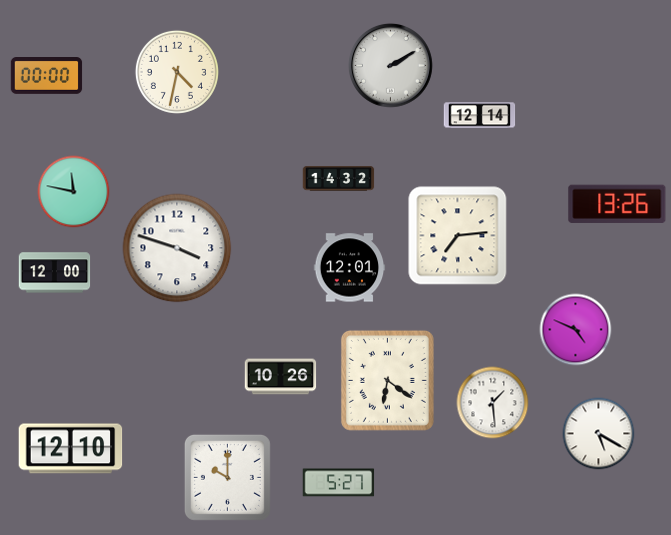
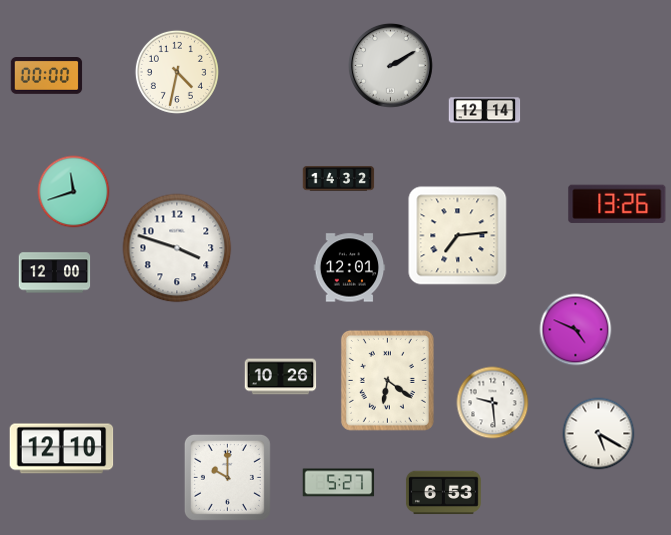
clock at (480, 116) position: (480, 116) -> (485, 111)
clock at (74, 192): 11:47 -> 11:42
clock at (493, 403): 1:29 -> 9:29
clock at (71, 449) position: (71, 449) -> (62, 449)
clock at (443, 493): none -> 6:53
